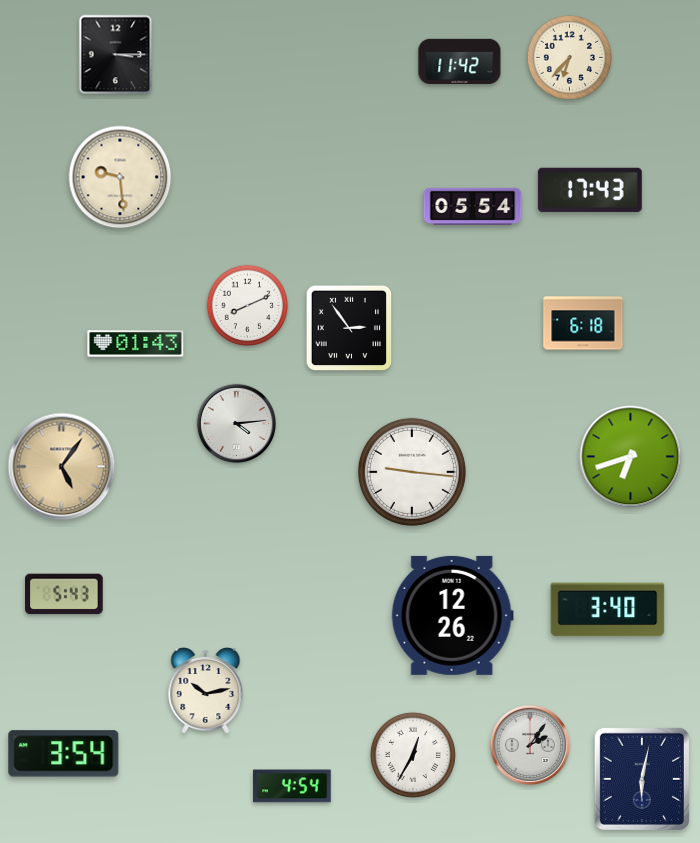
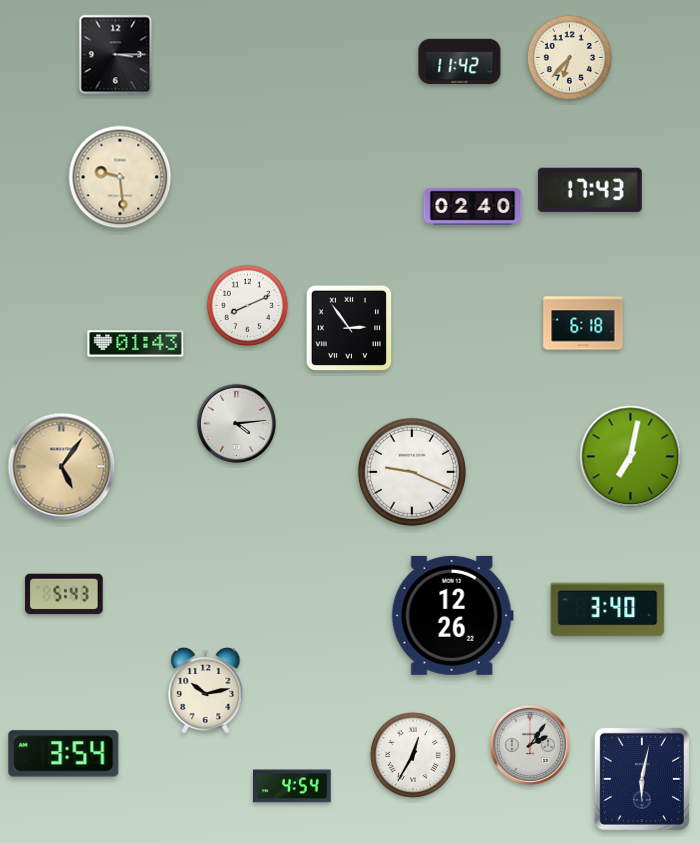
clock at (473, 206): 05:54 -> 02:40
clock at (631, 457): 6:42 -> 7:02
clock at (412, 472): 9:16 -> 9:19
